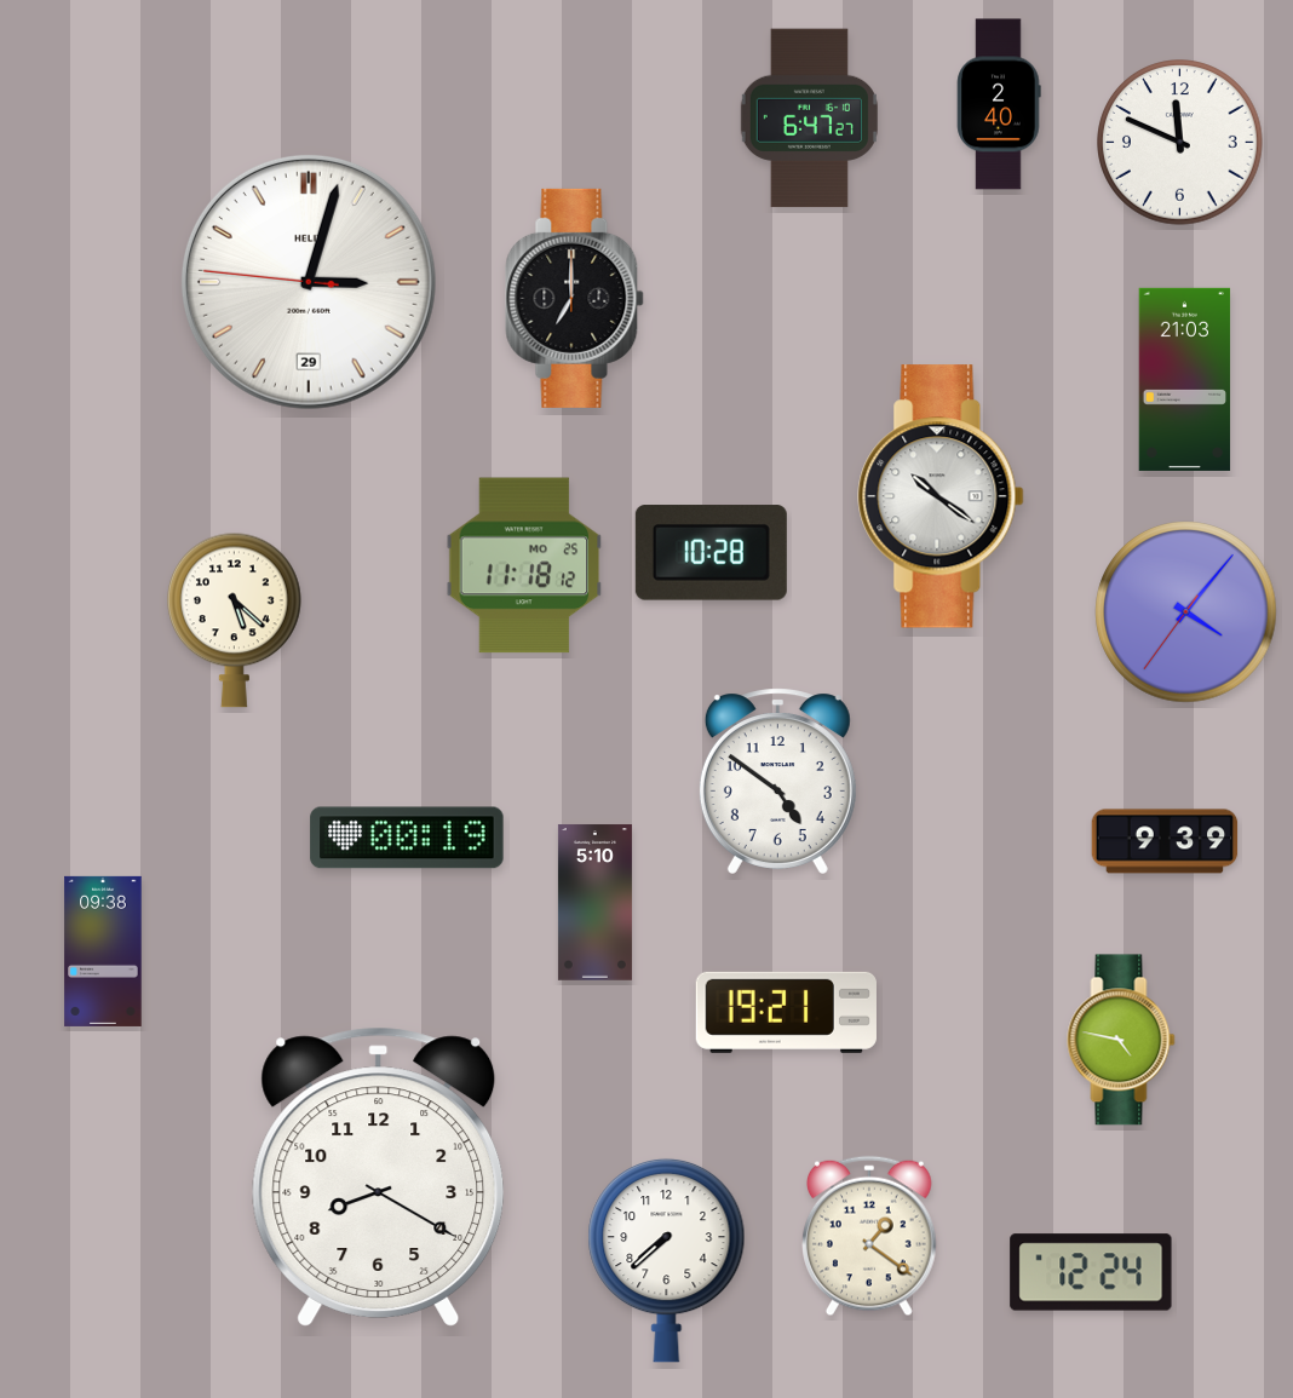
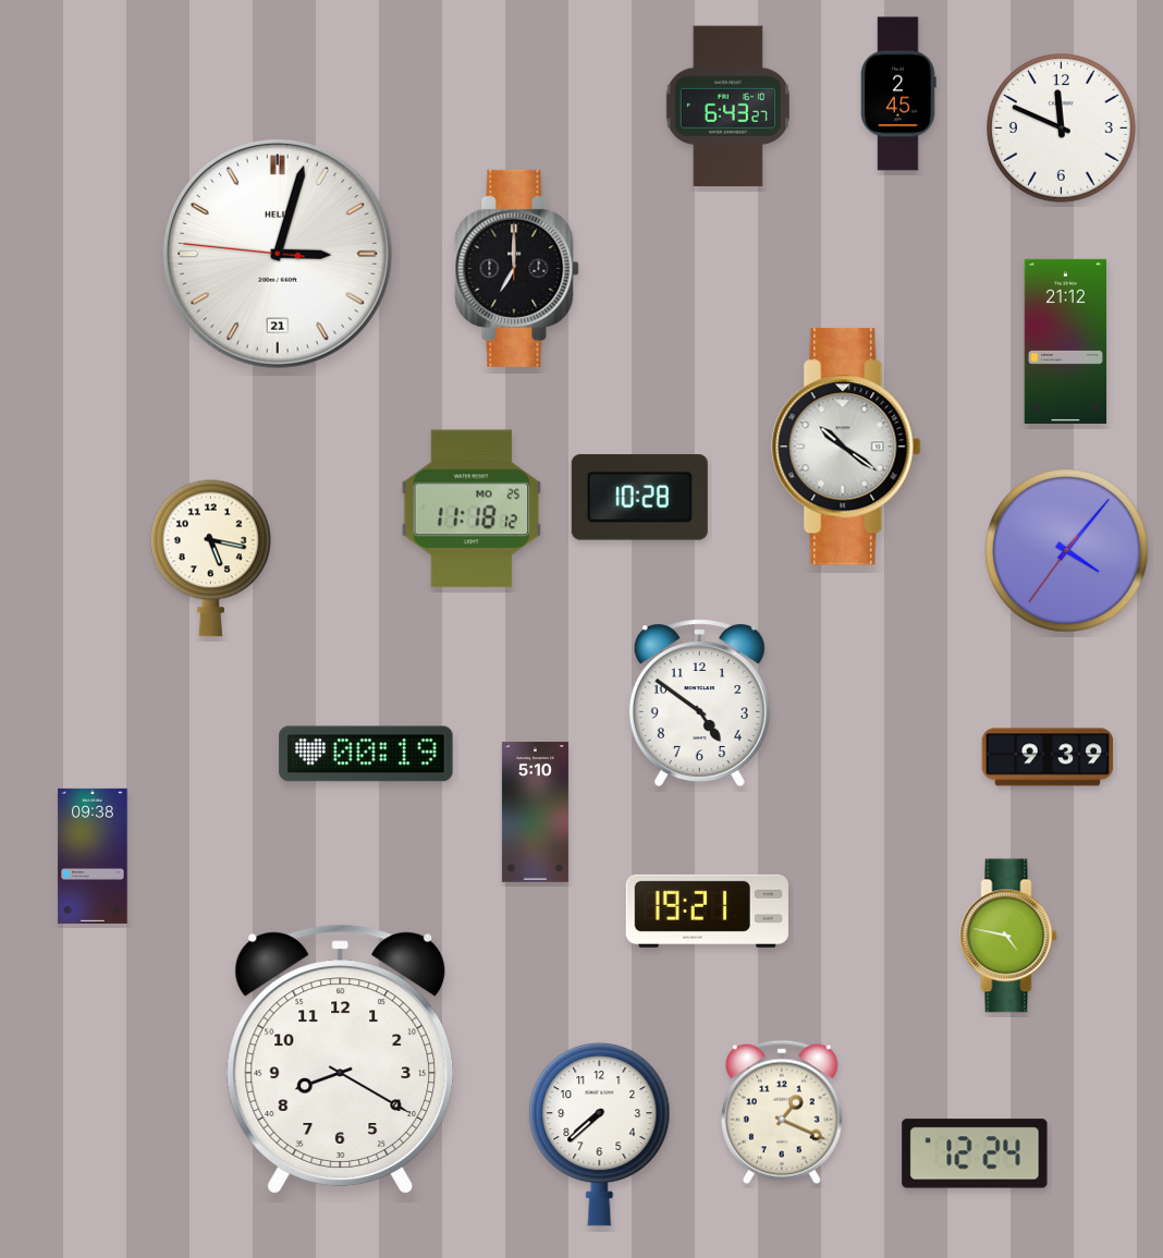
clock at (999, 104): 2:40 -> 2:45
clock at (809, 119): 6:47 -> 6:43
clock at (309, 282) date: 29 -> 21
clock at (1185, 379): 21:03 -> 21:12
clock at (235, 620): 5:22 -> 5:17
clock at (870, 1236): 1:21 -> 1:19
clock at (1091, 1272) position: (1091, 1272) -> (975, 1153)
